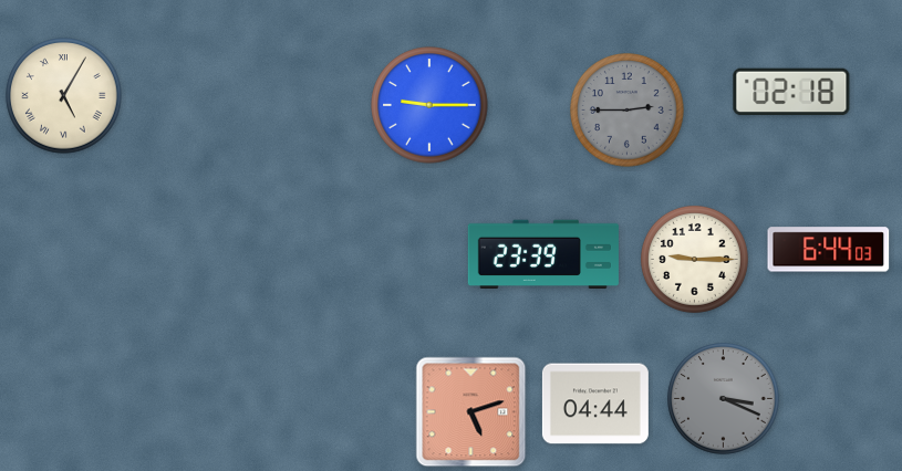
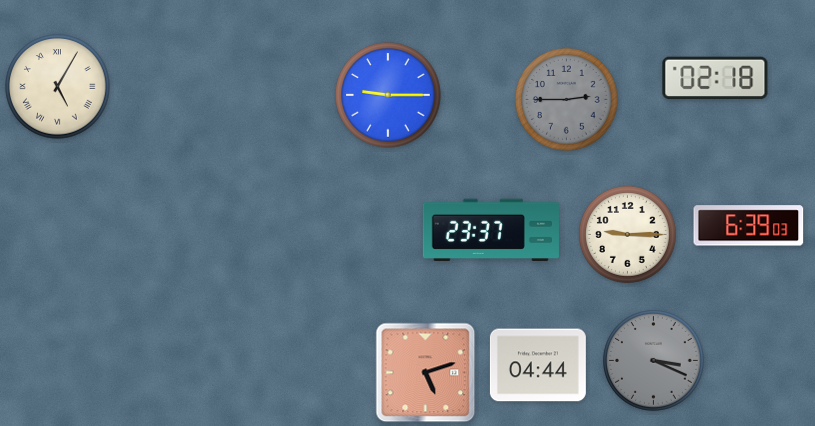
clock at (791, 92) position: (791, 92) -> (715, 78)
clock at (829, 250): 6:44 -> 6:39
clock at (543, 253): 23:39 -> 23:37
